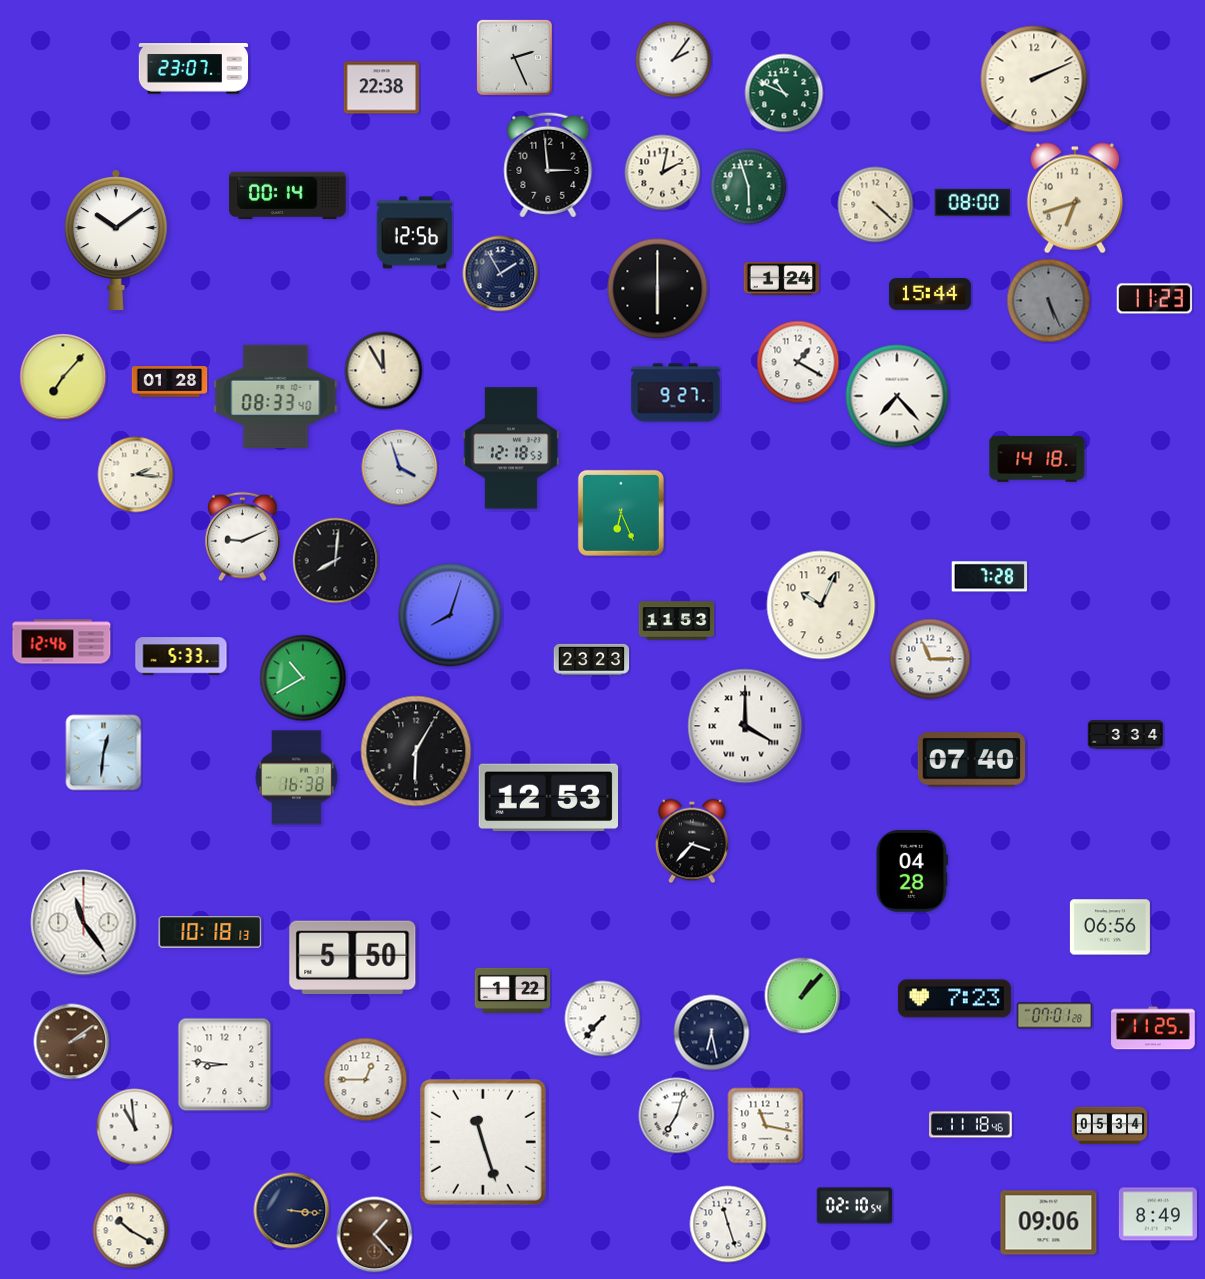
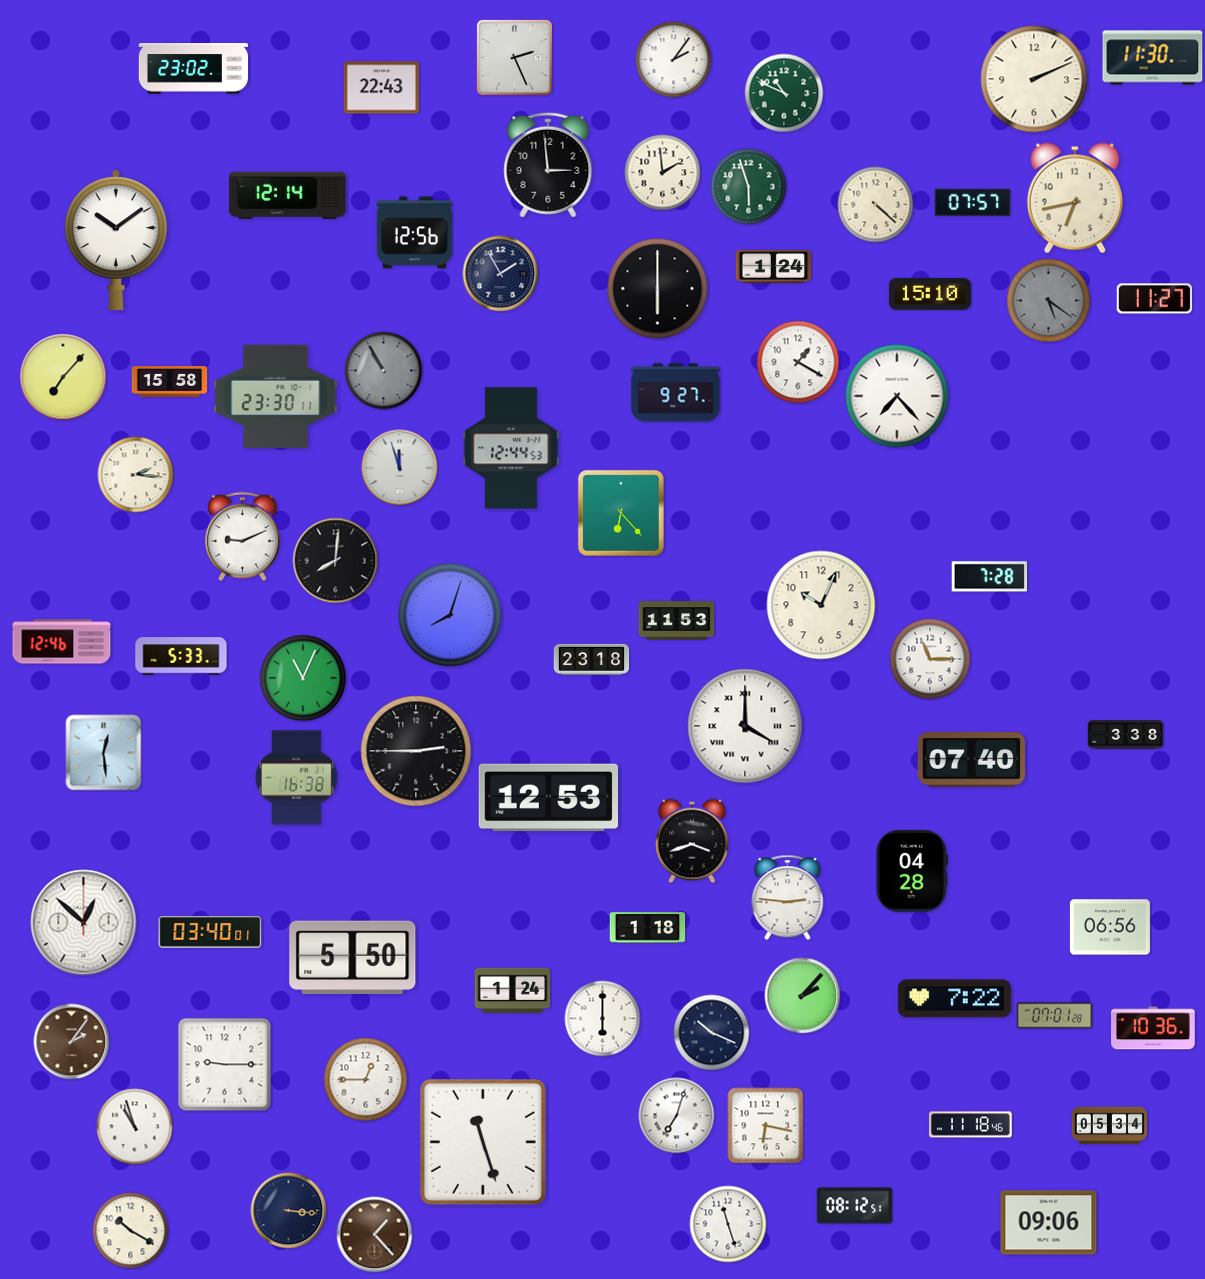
clock at (1153, 58): none -> 11:30
clock at (193, 69): 23:07 -> 23:02
clock at (382, 88): 22:38 -> 22:43
clock at (663, 173): 2:02 -> 1:59
clock at (288, 195): 00:14 -> 12:14
clock at (1075, 198): 6:42 -> 6:43
clock at (973, 202): 08:00 -> 07:57
clock at (782, 279) position: (782, 279) -> (774, 267)
clock at (930, 294): 15:44 -> 15:10
clock at (1155, 299): 11:23 -> 11:27
clock at (1049, 301): 5:26 -> 5:21
clock at (384, 371): 11:55 -> 10:55
clock at (384, 371) dial: cream -> grey
clock at (170, 382): 01:28 -> 15:58
clock at (276, 397): 08:33 -> 23:30
clock at (511, 448): 12:18 -> 12:44
clock at (1037, 459): 14:18 -> none
clock at (400, 468): 3:57 -> 11:57
clock at (621, 513): 6:26 -> 6:23
clock at (592, 659): 23:23 -> 23:18
clock at (303, 678): 10:40 -> 11:04
clock at (1126, 735): 3:34 -> 3:38
clock at (416, 751): 6:05 -> 2:45
clock at (104, 753): 12:31 -> 12:29
clock at (693, 841): 3:37 -> 3:42
clock at (788, 898): none -> 2:46
clock at (84, 923): 11:24 -> 12:52
clock at (648, 928): none -> 1:18
clock at (210, 932): 10:18 -> 03:40
clock at (513, 991): 1:22 -> 1:24
clock at (803, 996): 1:07 -> 2:07
clock at (954, 999): 7:23 -> 7:22
clock at (603, 1019): 7:37 -> 6:00
clock at (1153, 1028): 11:25 -> 10:36
clock at (712, 1033): 6:28 -> 10:19
clock at (72, 1042): 2:09 -> 2:06
clock at (225, 1065): 8:46 -> 9:15
clock at (766, 1126): 11:17 -> 6:17
clock at (135, 1127): 10:59 -> 10:57
clock at (855, 1206): 02:10 -> 08:12
clock at (292, 1211) position: (292, 1211) -> (289, 1211)
clock at (1158, 1214): 8:49 -> none
